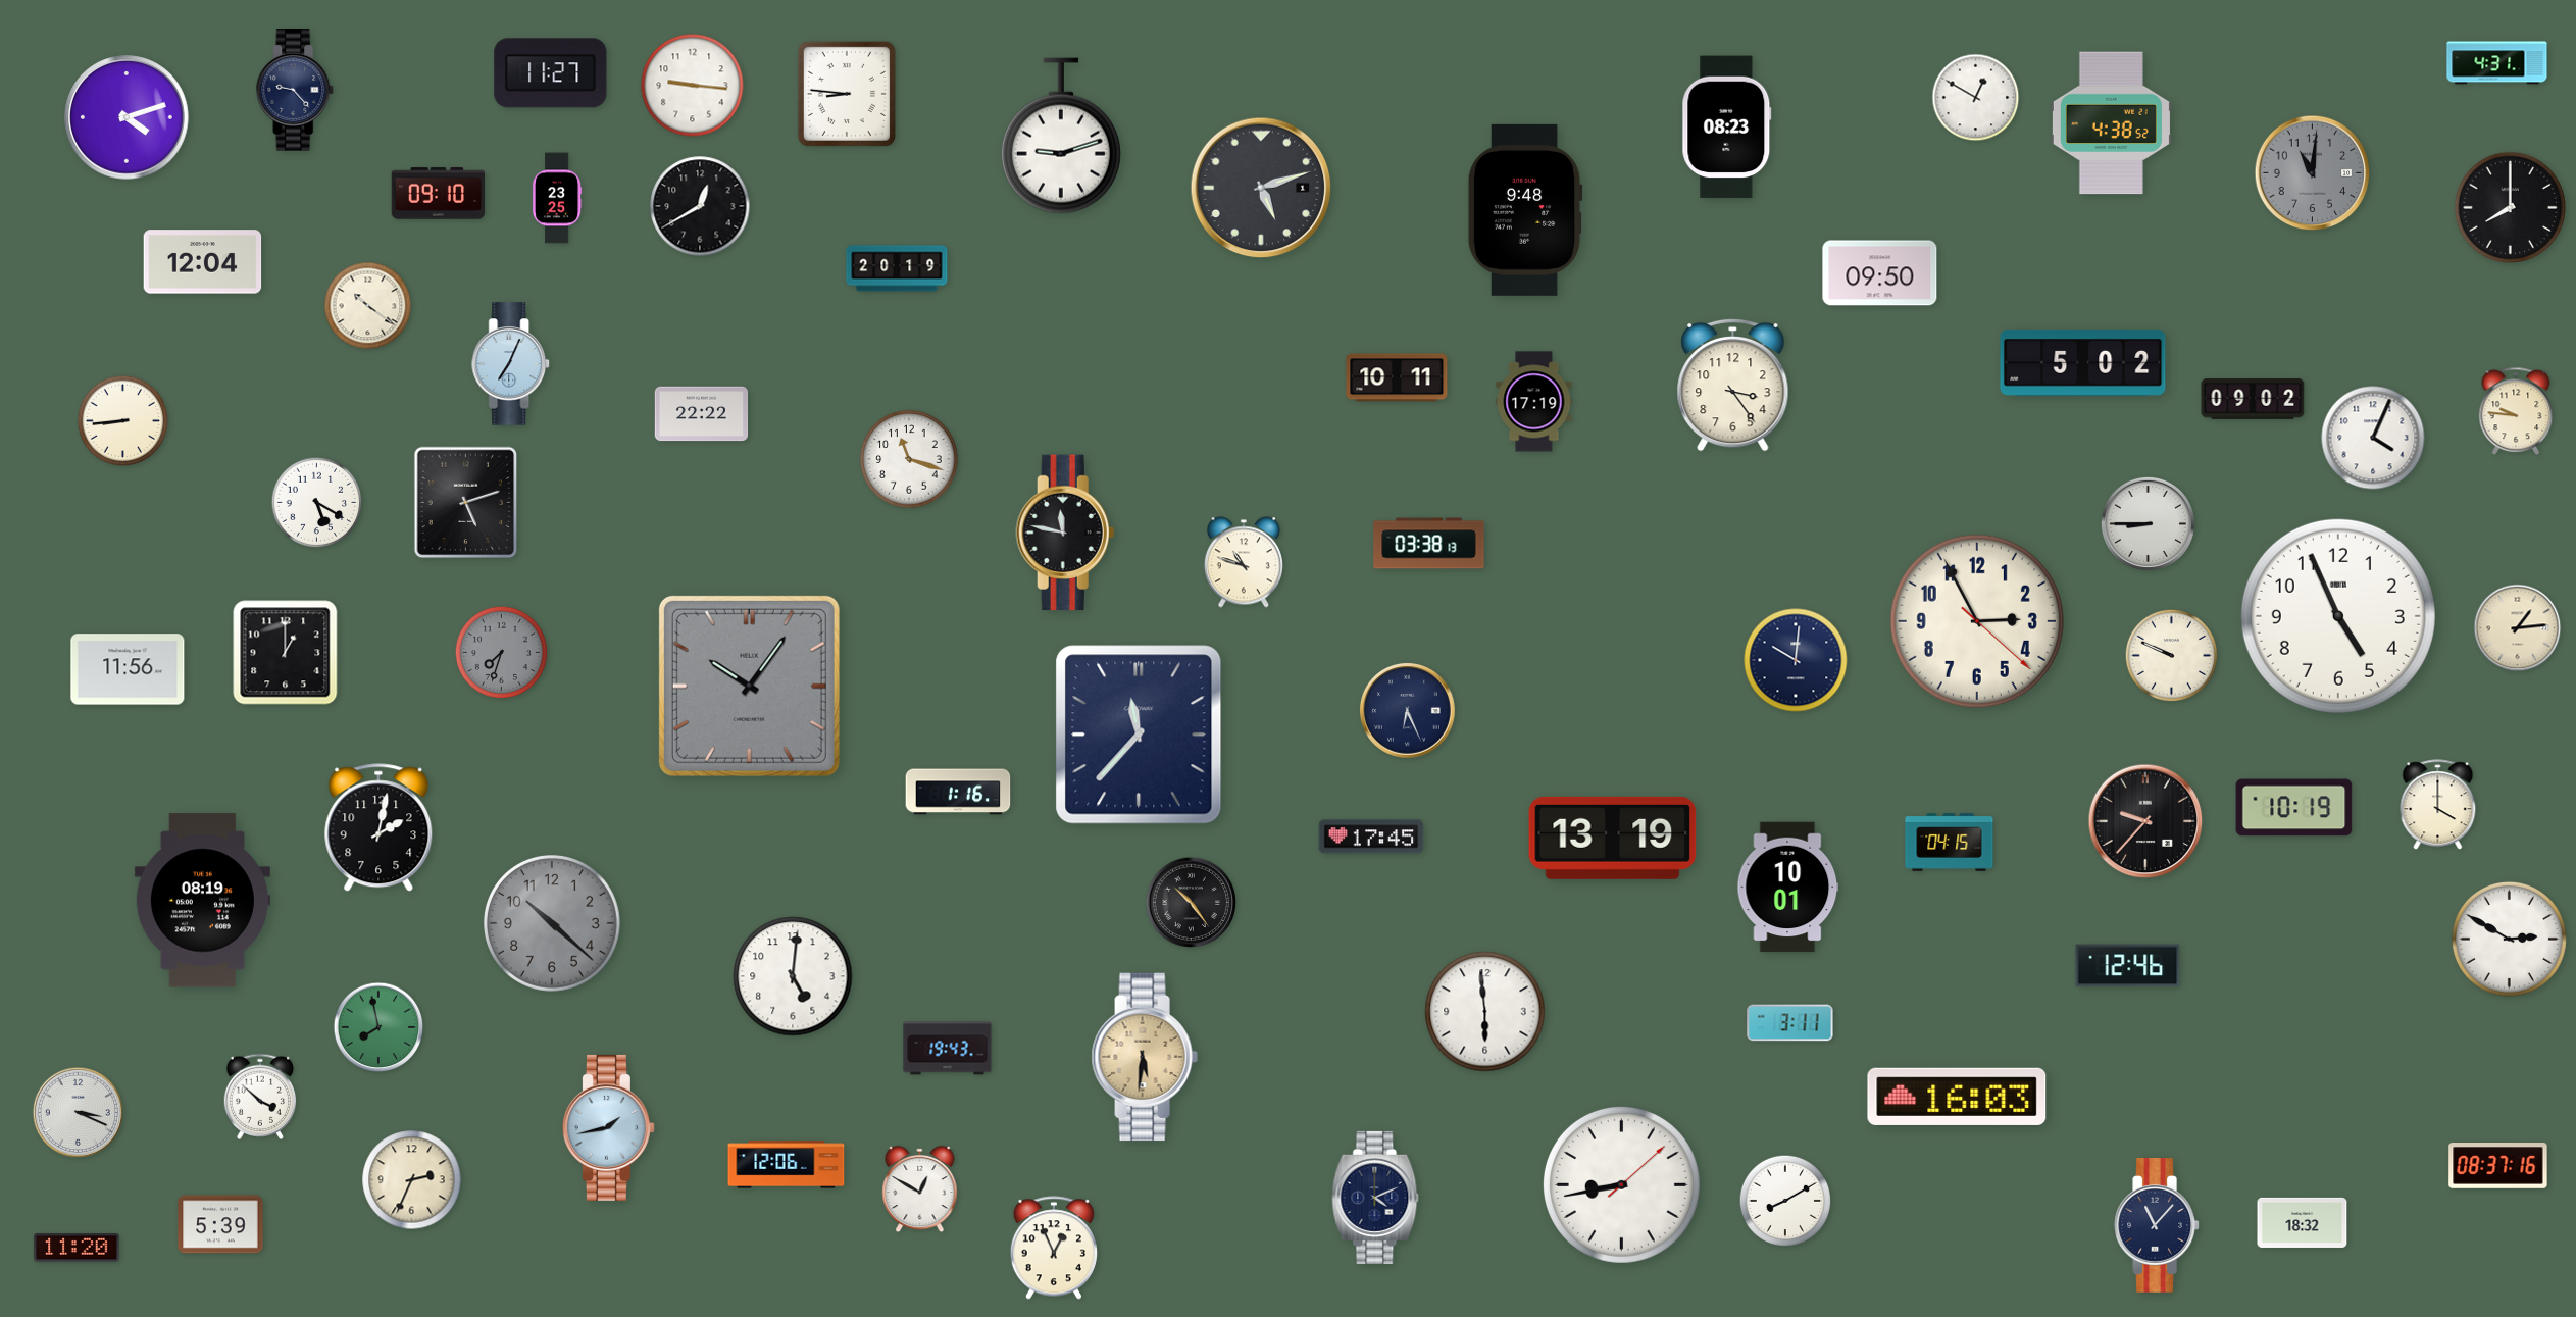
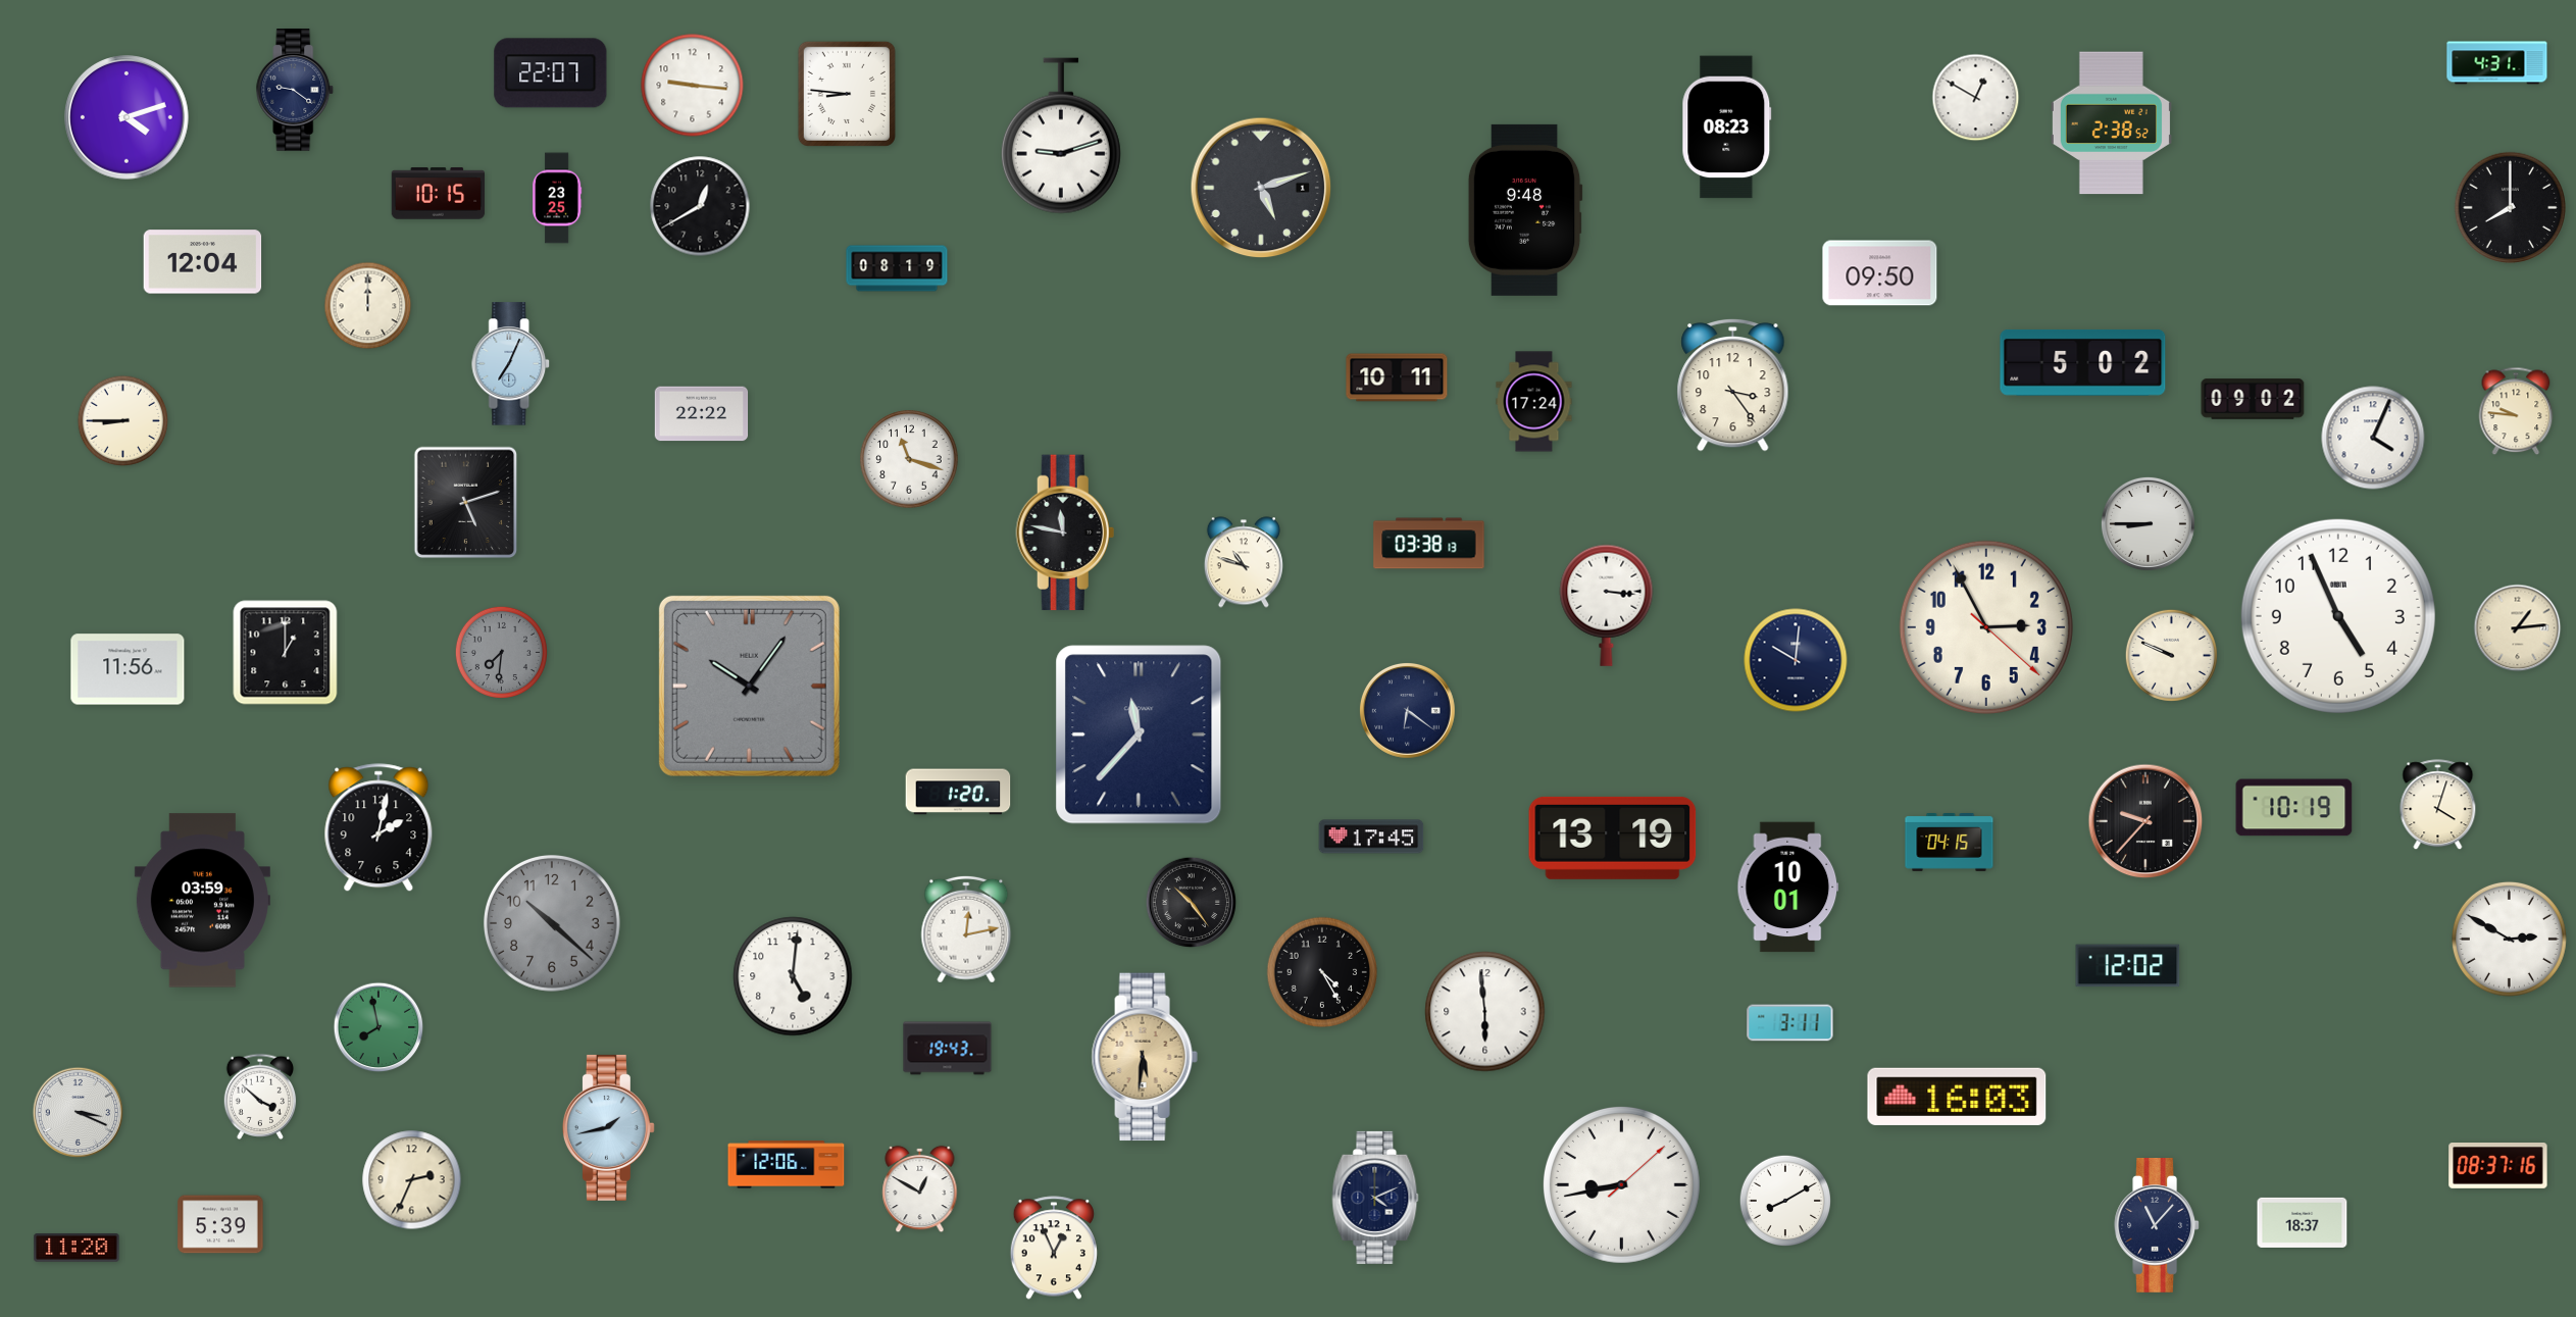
clock at (551, 73): 11:27 -> 22:07
clock at (295, 90): 9:23 -> 9:21
clock at (2111, 123): 4:38 -> 2:38
clock at (2313, 173): 11:01 -> none
clock at (439, 194): 09:10 -> 10:15
clock at (897, 268): 20:19 -> 08:19
clock at (368, 306): 10:21 -> 12:00
clock at (1534, 402): 17:19 -> 17:24
clock at (123, 421): 8:44 -> 8:45
clock at (317, 503): 5:20 -> none
clock at (1607, 605): none -> 3:16
clock at (1977, 621) position: (1977, 621) -> (1986, 627)
clock at (501, 652): 7:33 -> 7:31
clock at (1407, 710): 6:26 -> 6:21
clock at (958, 792): 1:16 -> 1:20
clock at (2438, 805): 4:00 -> 4:03
clock at (202, 901): 08:19 -> 03:59
clock at (966, 929): none -> 12:13
clock at (2128, 966): 12:46 -> 12:02
clock at (1322, 972): none -> 4:25
clock at (2303, 1222): 18:32 -> 18:37
